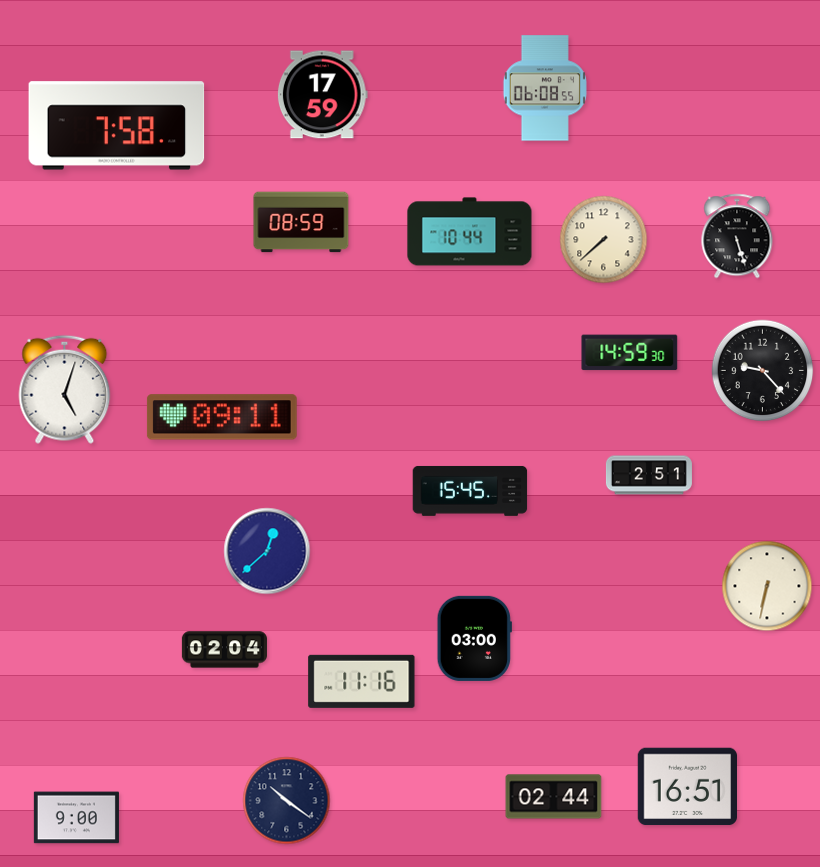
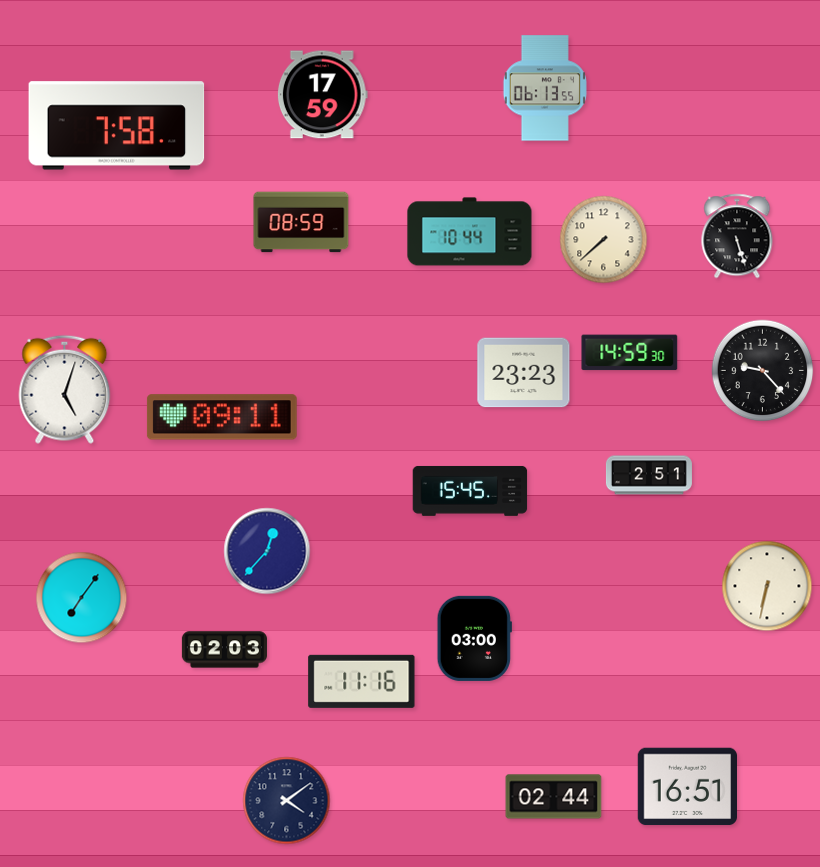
clock at (545, 88): 06:08 -> 06:13
clock at (524, 373): none -> 23:23
clock at (267, 551): 12:38 -> 12:37
clock at (82, 598): none -> 7:06
clock at (224, 650): 02:04 -> 02:03
clock at (287, 801): 10:21 -> 4:09
clock at (76, 818): 9:00 -> none
